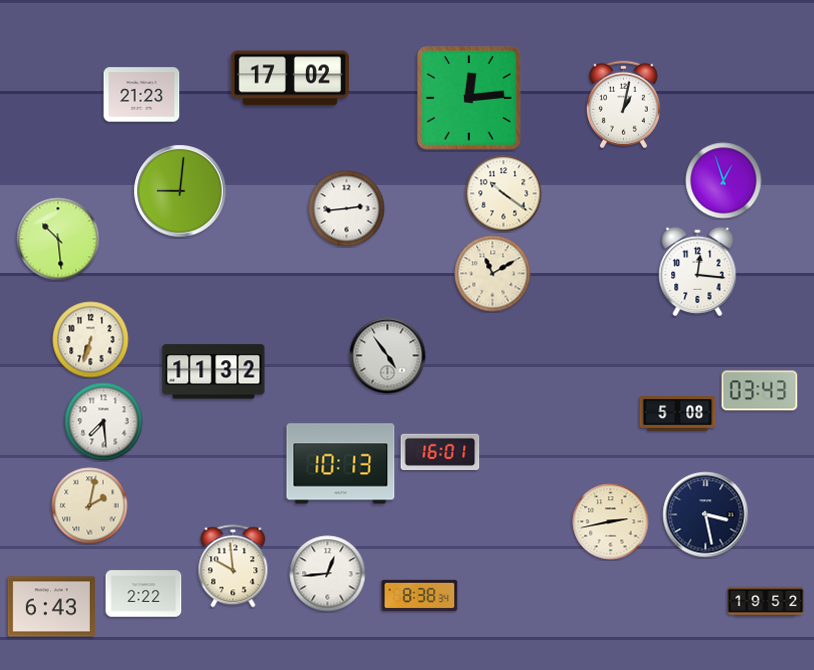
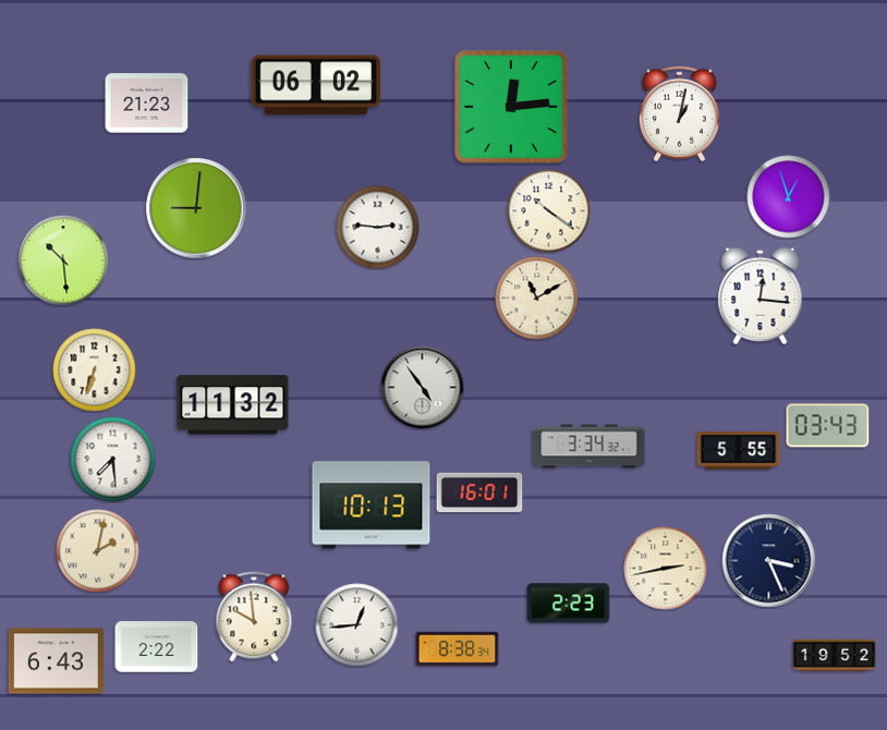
clock at (290, 78): 17:02 -> 06:02
clock at (142, 95) position: (142, 95) -> (147, 104)
clock at (347, 209): 2:44 -> 2:46
clock at (91, 340) position: (91, 340) -> (95, 370)
clock at (590, 447): none -> 3:34
clock at (678, 414): 5:08 -> 5:55
clock at (706, 515): 3:28 -> 3:26
clock at (569, 604): none -> 2:23
